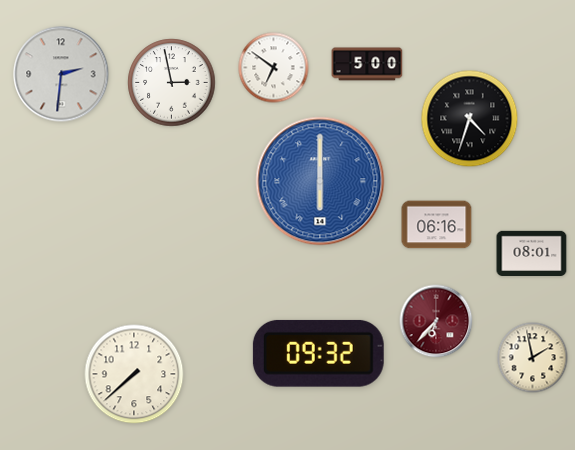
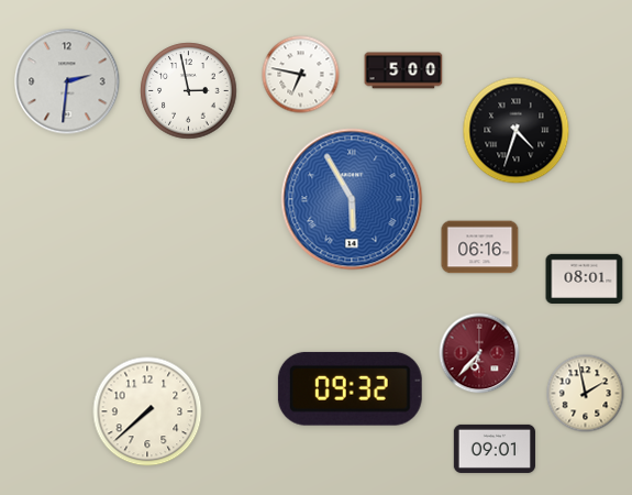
clock at (274, 68): 6:51 -> 6:47
clock at (320, 181): 6:00 -> 5:55
clock at (495, 449): none -> 09:01
